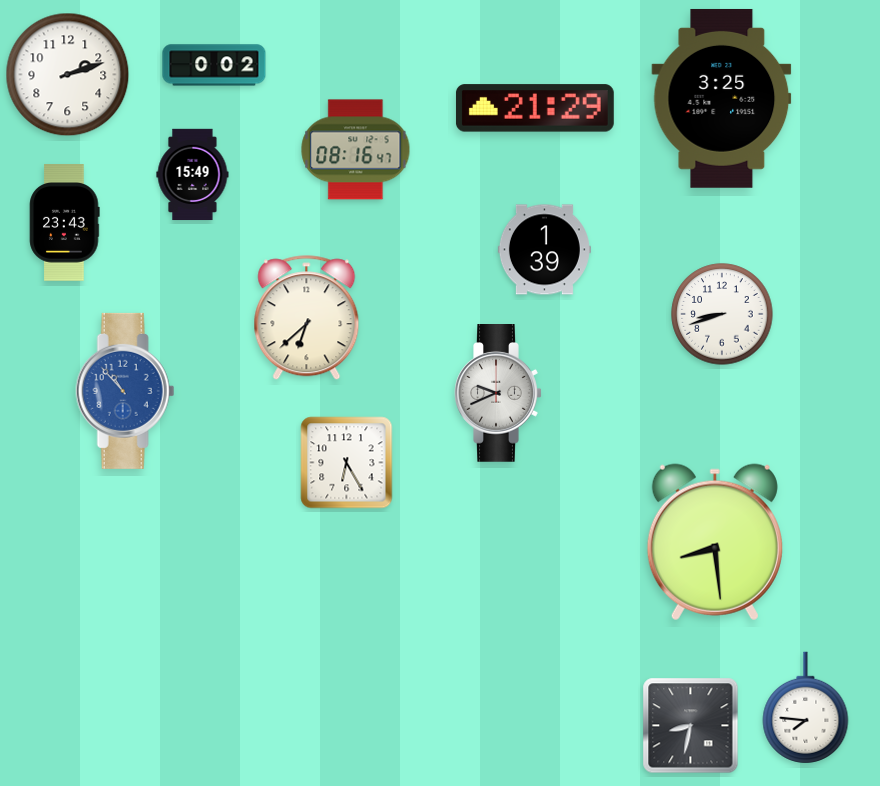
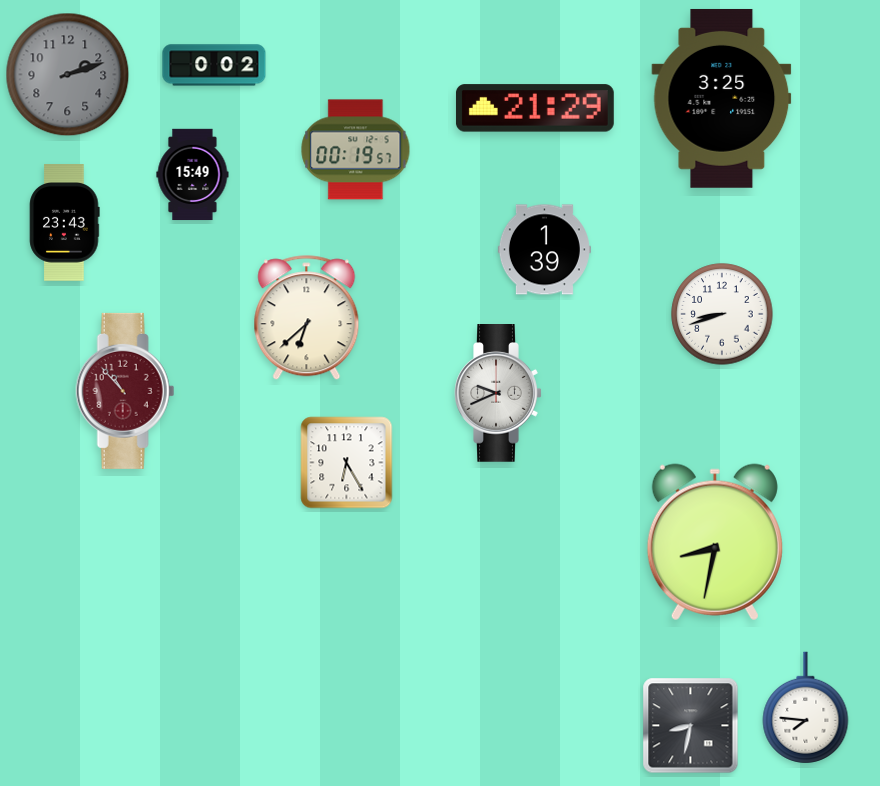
clock at (68, 75) dial: white -> grey
clock at (356, 150): 08:16 -> 00:19
clock at (125, 391) dial: blue -> burgundy
clock at (715, 542): 8:29 -> 8:32
